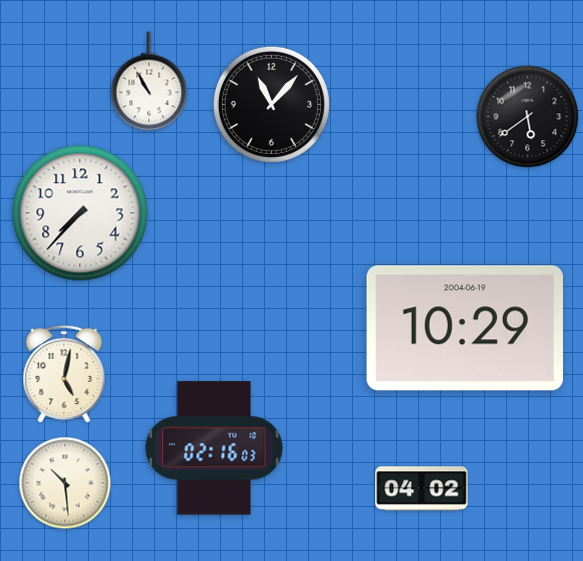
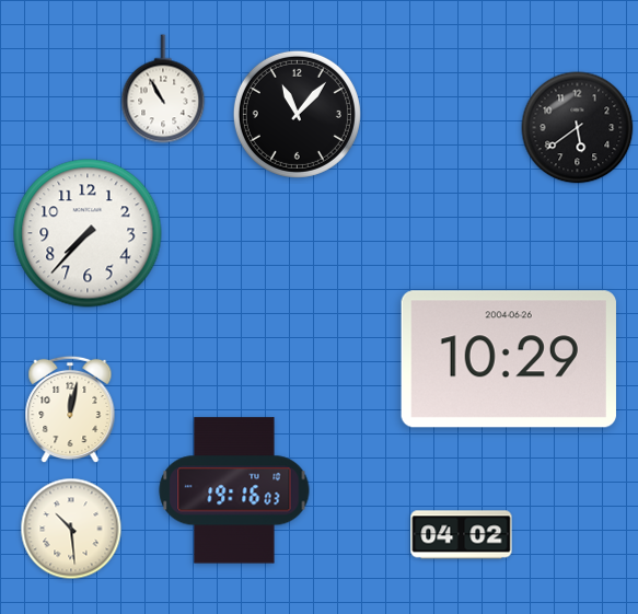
clock at (465, 328) date: 2004-06-19 -> 2004-06-26
clock at (64, 374): 5:02 -> 12:02
clock at (214, 448): 02:16 -> 19:16
